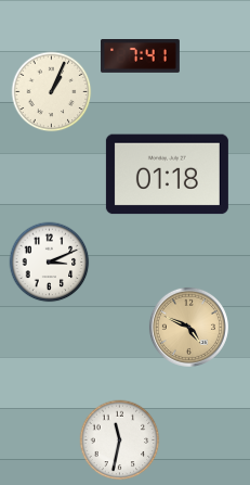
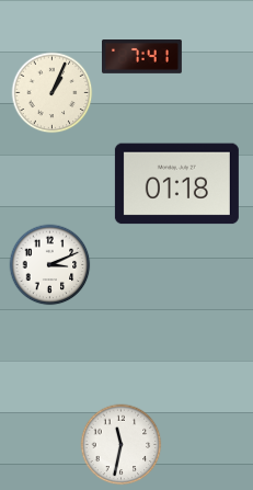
clock at (167, 175) position: (167, 175) -> (176, 184)
clock at (188, 327): 4:49 -> none
